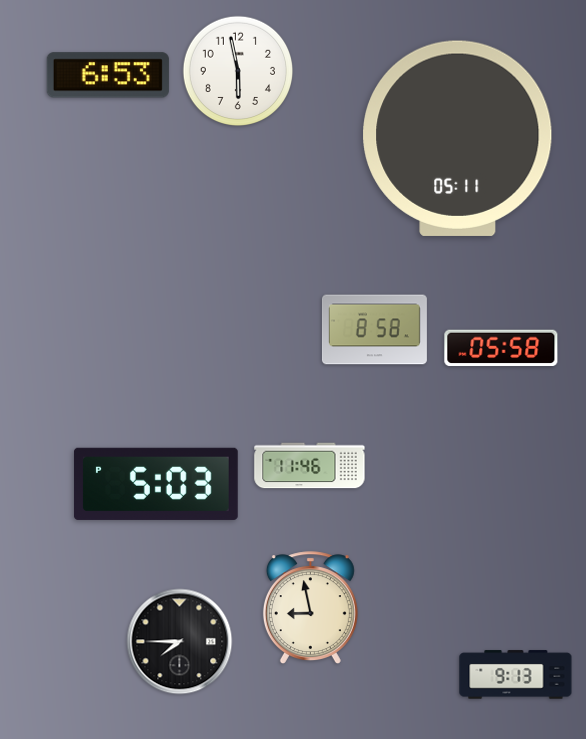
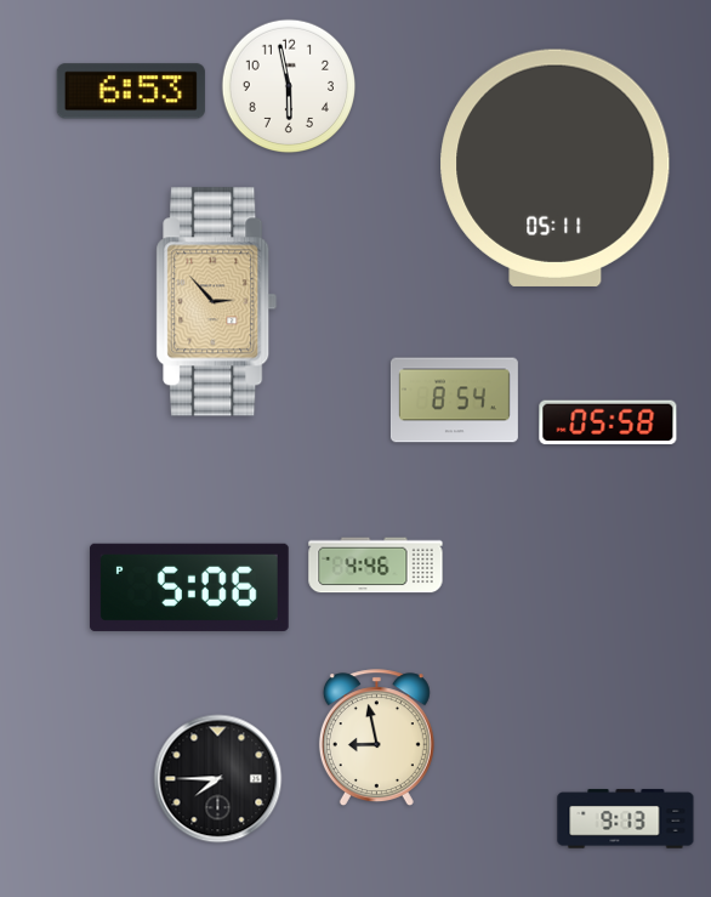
clock at (217, 302): none -> 2:53
clock at (374, 330): 8:58 -> 8:54
clock at (310, 466): 11:46 -> 4:46
clock at (156, 484): 5:03 -> 5:06
